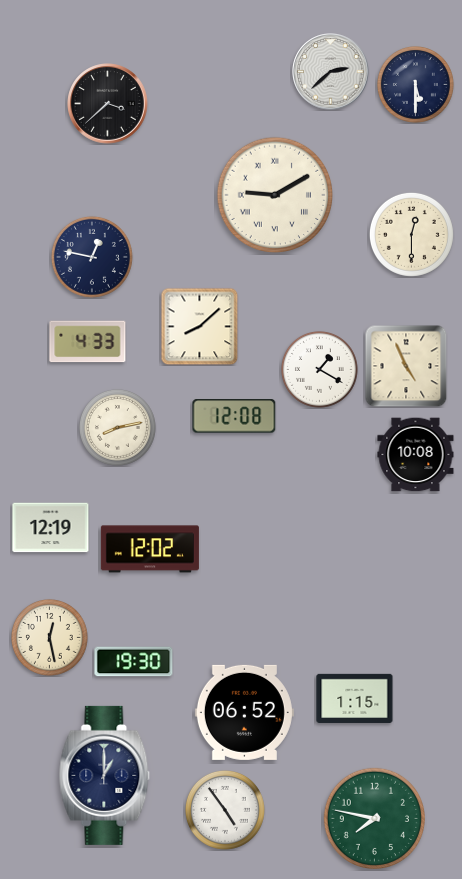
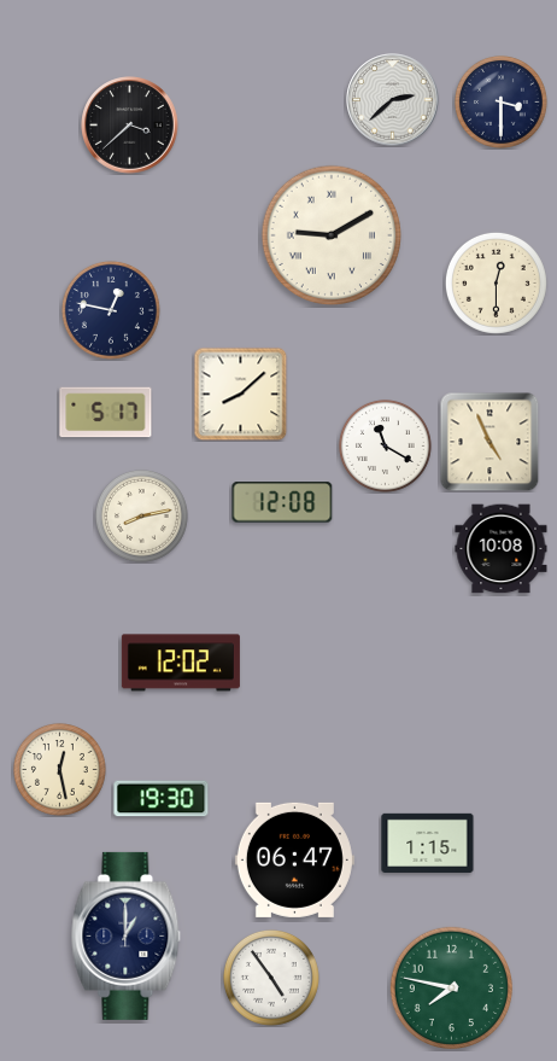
clock at (331, 72) position: (331, 72) -> (393, 100)
clock at (415, 84): 5:30 -> 3:30
clock at (88, 342): 4:33 -> 5:17
clock at (319, 369): 1:20 -> 11:20
clock at (51, 528): 12:19 -> none
clock at (244, 712): 06:52 -> 06:47
